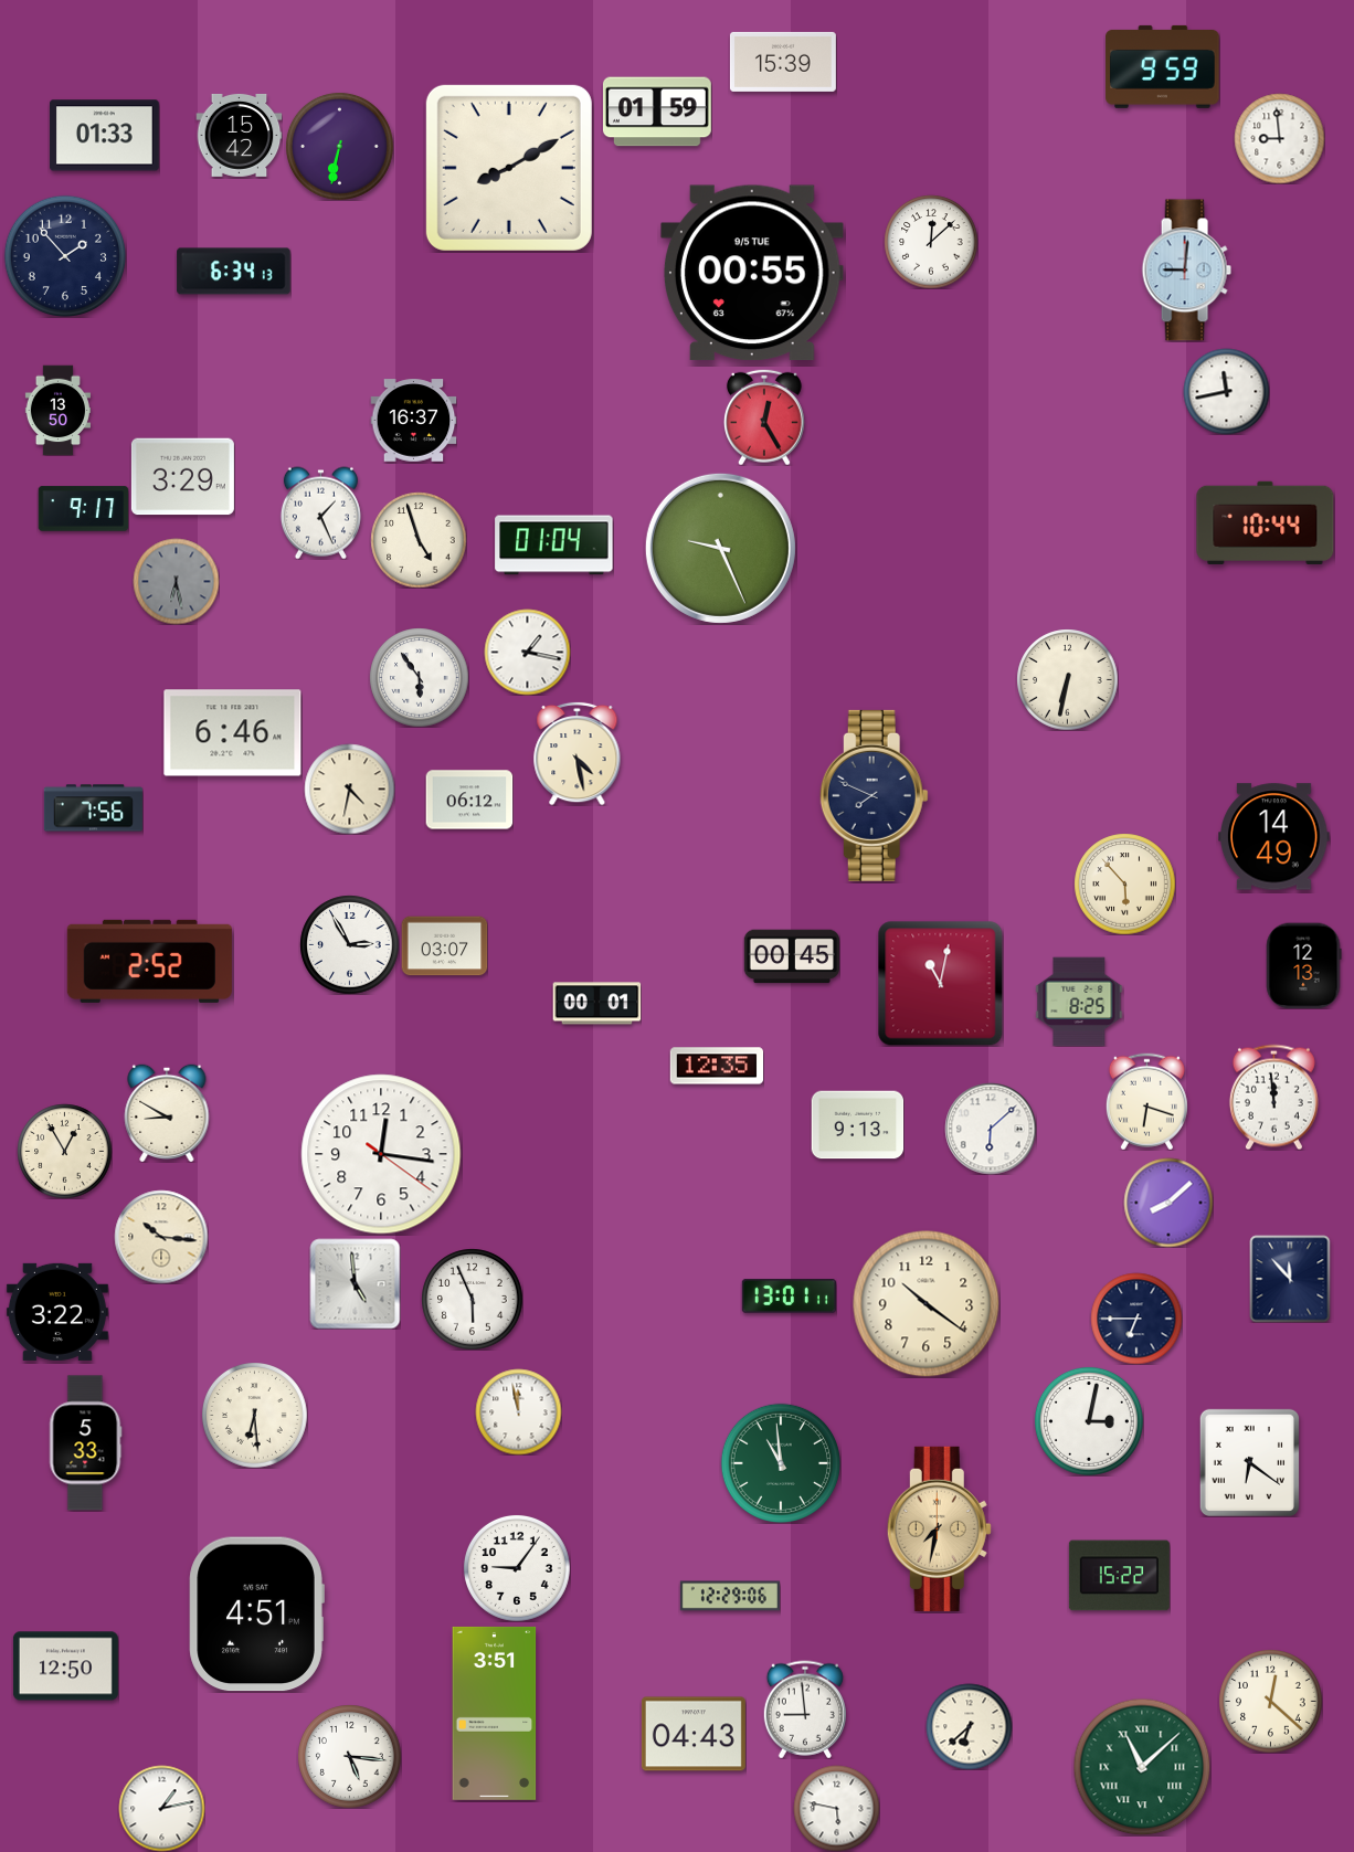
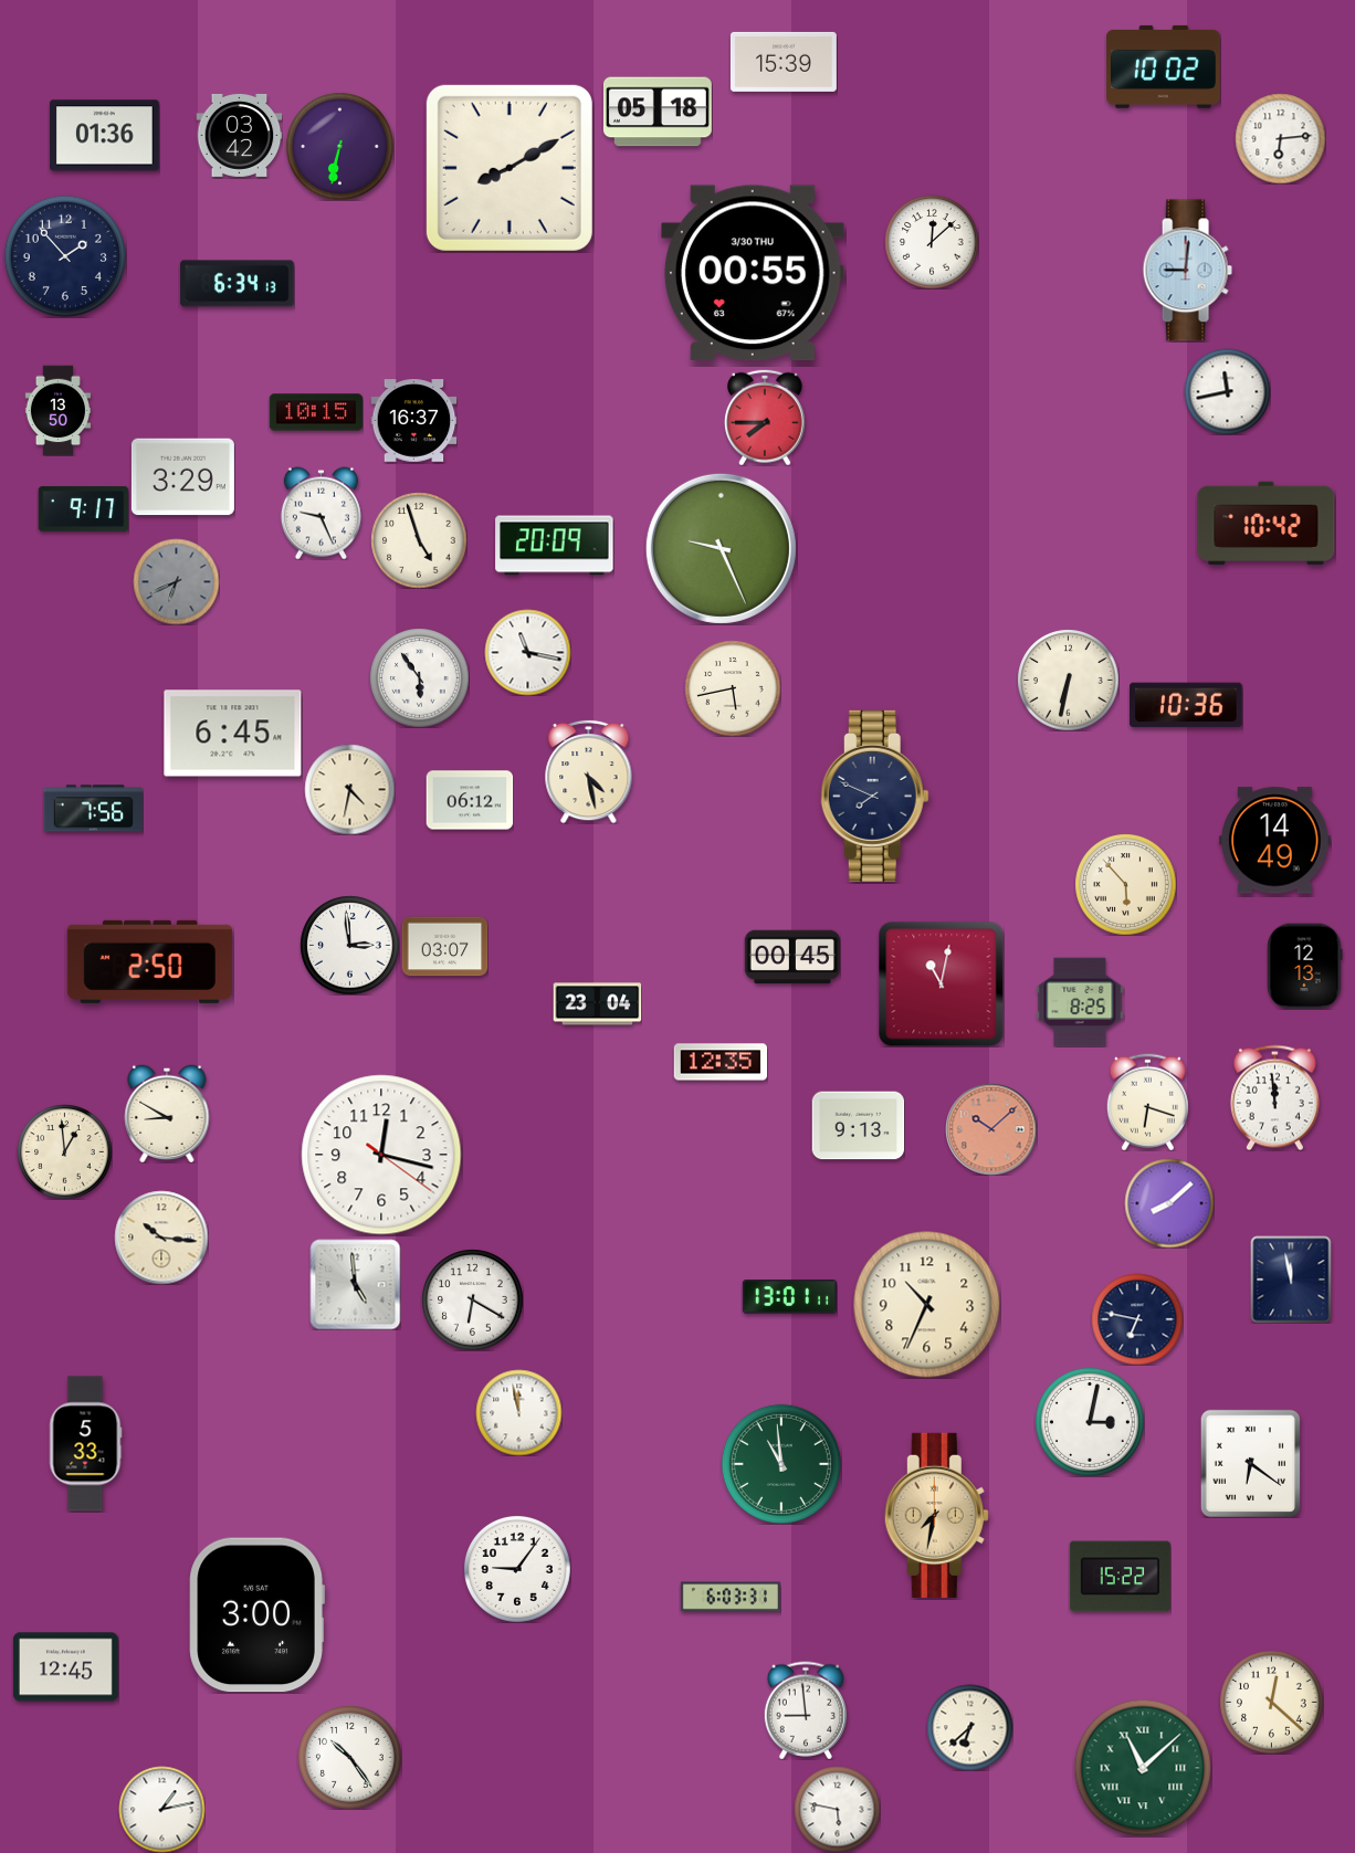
clock at (1163, 66): 9:59 -> 10:02
clock at (657, 112): 01:59 -> 05:18
clock at (239, 135): 15:42 -> 03:42
clock at (105, 136): 01:33 -> 01:36
clock at (1279, 138): 8:59 -> 6:14
clock at (234, 272) position: (234, 272) -> (238, 284)
clock at (752, 273) date: 9/5 TUE -> 3/30 THU
clock at (316, 412): none -> 10:15
clock at (764, 417): 12:25 -> 7:45
clock at (320, 512): 1:26 -> 9:26
clock at (1266, 522): 10:44 -> 10:42
clock at (554, 546): 01:04 -> 20:09
clock at (176, 581): 6:28 -> 6:41
clock at (527, 652): 1:17 -> 11:17
clock at (733, 688): none -> 5:43
clock at (1186, 705): none -> 10:36
clock at (233, 733): 6:46 -> 6:45
clock at (578, 753) position: (578, 753) -> (589, 771)
clock at (1274, 837) position: (1274, 837) -> (1275, 841)
clock at (349, 944): 2:55 -> 2:59
clock at (149, 961): 2:52 -> 2:50
clock at (596, 1004): 00:01 -> 23:04
clock at (717, 1066) position: (717, 1066) -> (721, 1062)
clock at (991, 1129): 6:08 -> 10:08
clock at (991, 1129) dial: white -> salmon
clock at (64, 1151): 12:55 -> 12:59
clock at (381, 1154): 12:16 -> 12:17
clock at (1290, 1279): 11:53 -> 11:58
clock at (472, 1299): 5:56 -> 6:20
clock at (927, 1304): 10:21 -> 10:34
clock at (57, 1312): 3:22 -> none
clock at (1136, 1319): 6:45 -> 6:47
clock at (255, 1416): 6:29 -> none
clock at (939, 1528) position: (939, 1528) -> (936, 1515)
clock at (730, 1596): 12:29 -> 6:03
clock at (256, 1615): 4:51 -> 3:00
clock at (65, 1666): 12:50 -> 12:45
clock at (495, 1713): 3:51 -> none
clock at (694, 1734): 04:43 -> none
clock at (349, 1756): 5:16 -> 10:24
